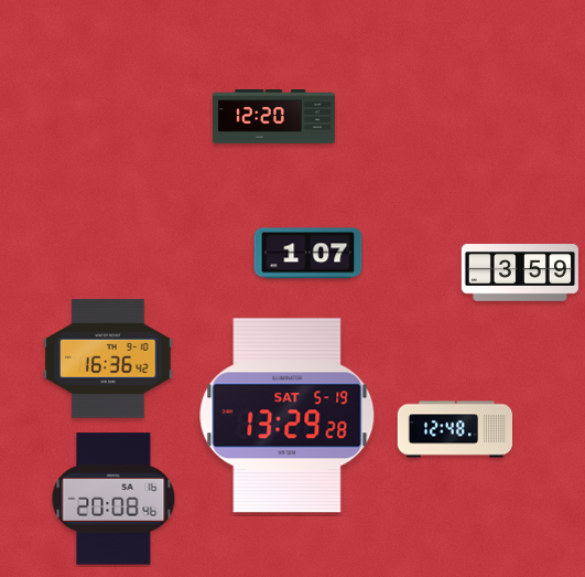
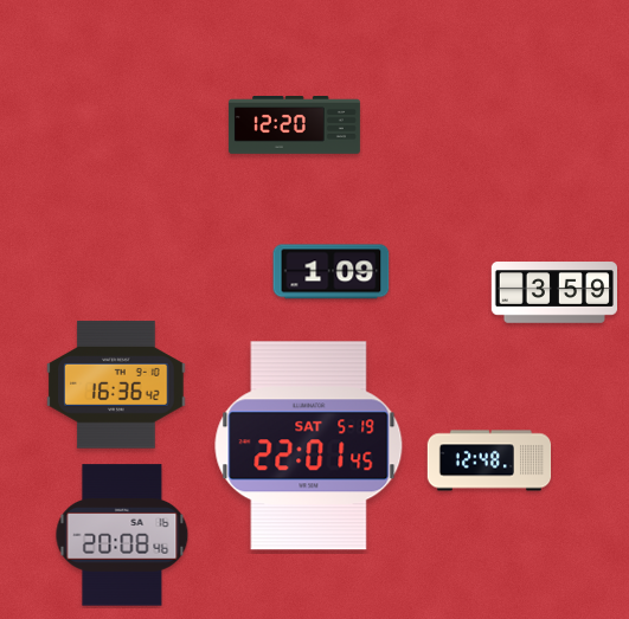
clock at (308, 254): 1:07 -> 1:09
clock at (519, 273) position: (519, 273) -> (553, 292)
clock at (288, 416): 13:29 -> 22:01
